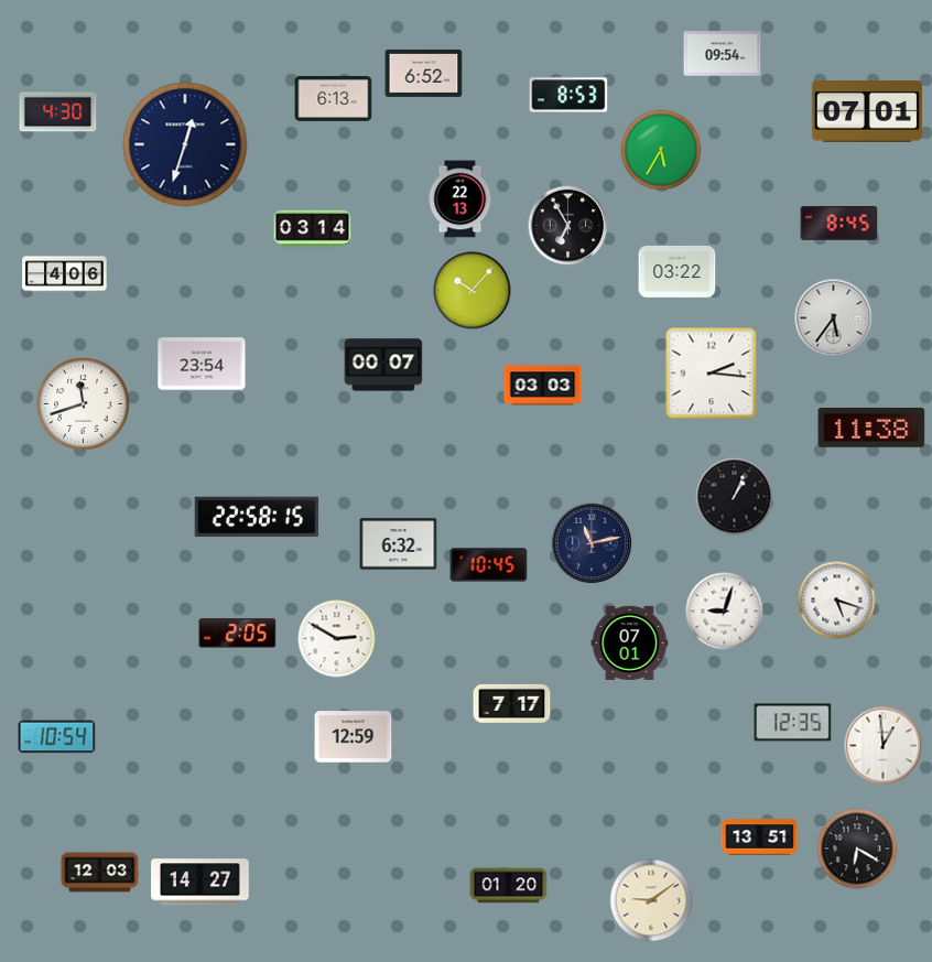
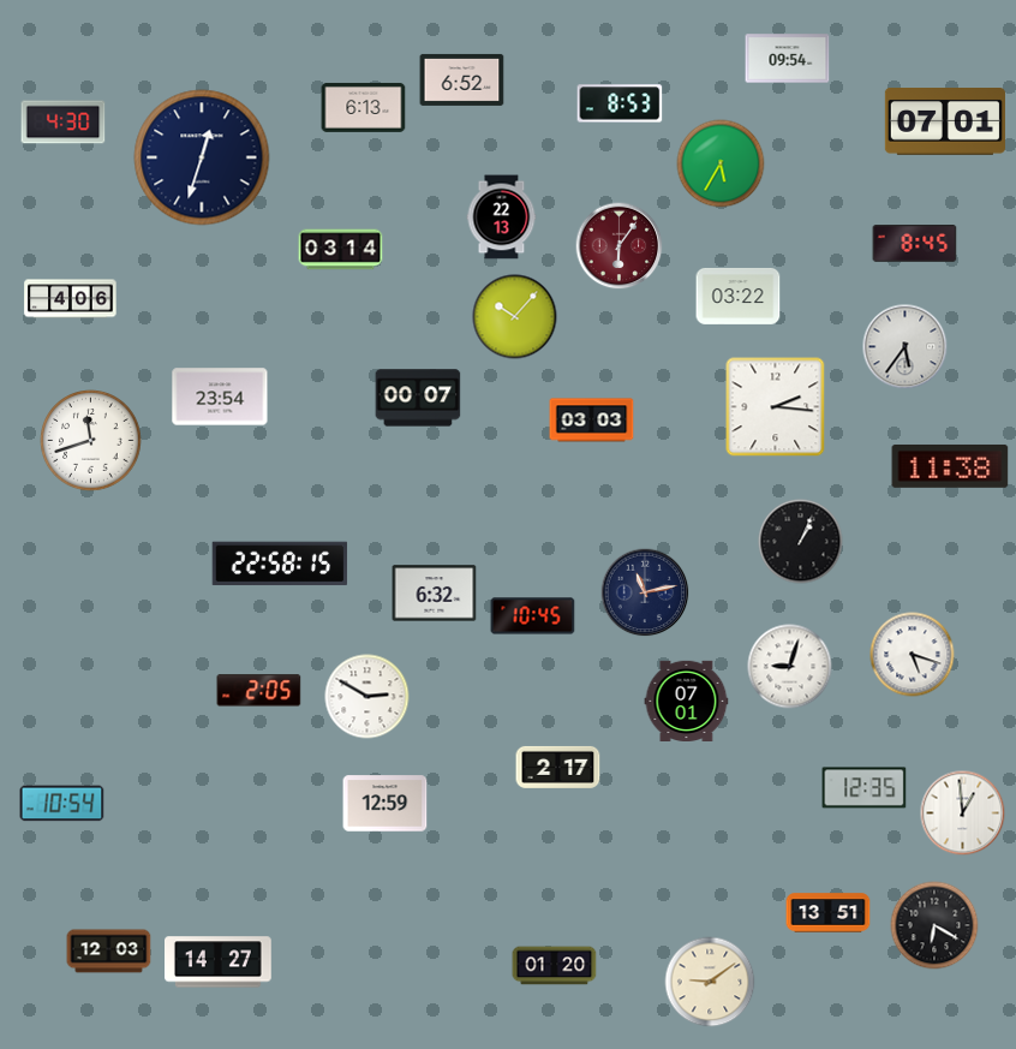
clock at (568, 226): 6:55 -> 6:06
clock at (568, 226) dial: black -> burgundy
clock at (834, 318) position: (834, 318) -> (906, 347)
clock at (512, 703): 7:17 -> 2:17
